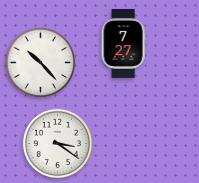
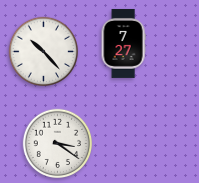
clock at (41, 63) position: (41, 63) -> (44, 52)
